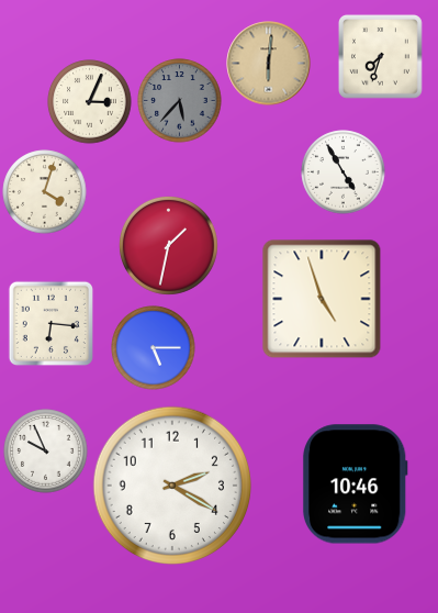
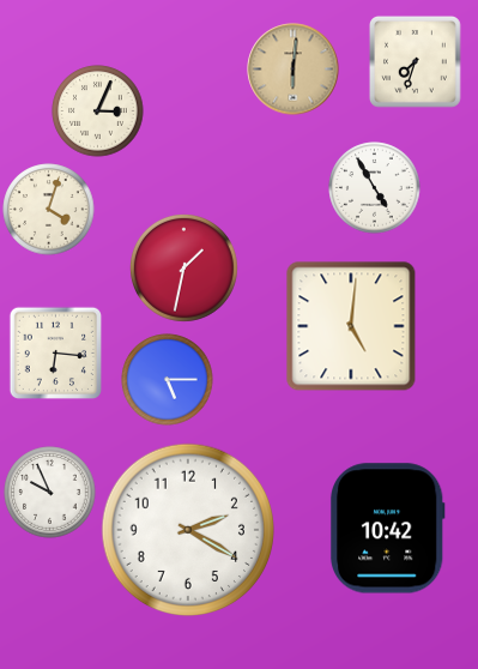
clock at (180, 101): 5:37 -> none
clock at (322, 299): 4:57 -> 5:01
clock at (355, 484): 10:46 -> 10:42
